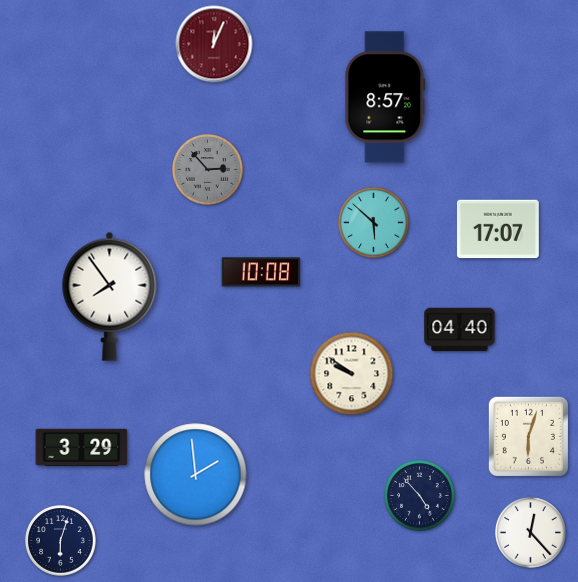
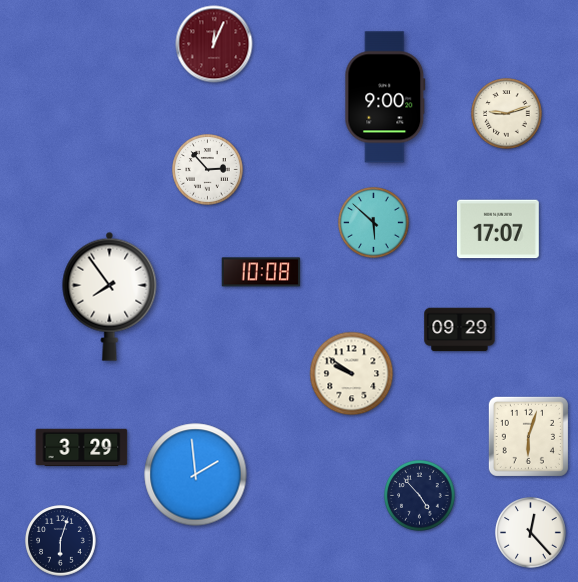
clock at (385, 97): 8:57 -> 9:00
clock at (507, 114): none -> 9:12
clock at (208, 170) dial: grey -> white
clock at (460, 330): 04:40 -> 09:29
